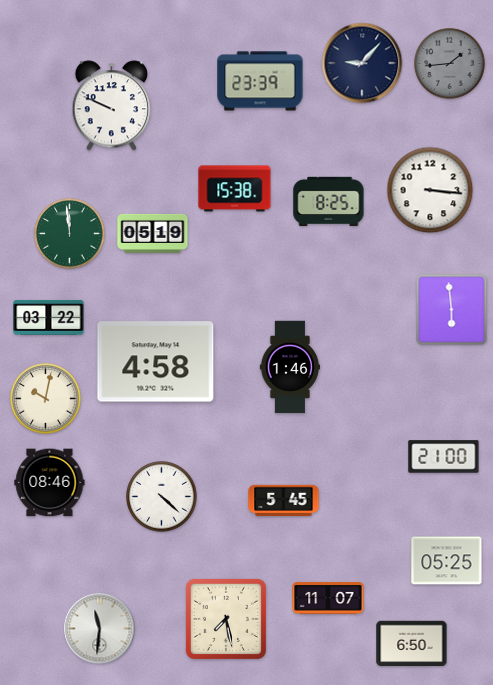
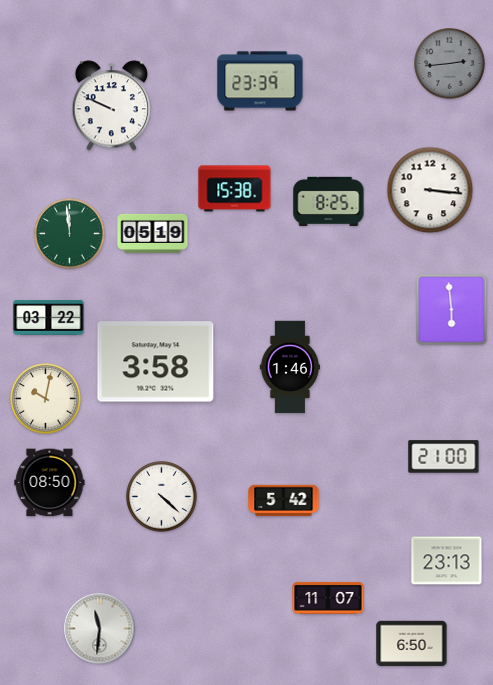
clock at (362, 63): 9:07 -> none
clock at (450, 64): 1:44 -> 2:44
clock at (156, 362): 4:58 -> 3:58
clock at (50, 483): 08:46 -> 08:50
clock at (284, 501): 5:45 -> 5:42
clock at (447, 561): 05:25 -> 23:13
clock at (226, 619): 7:28 -> none
